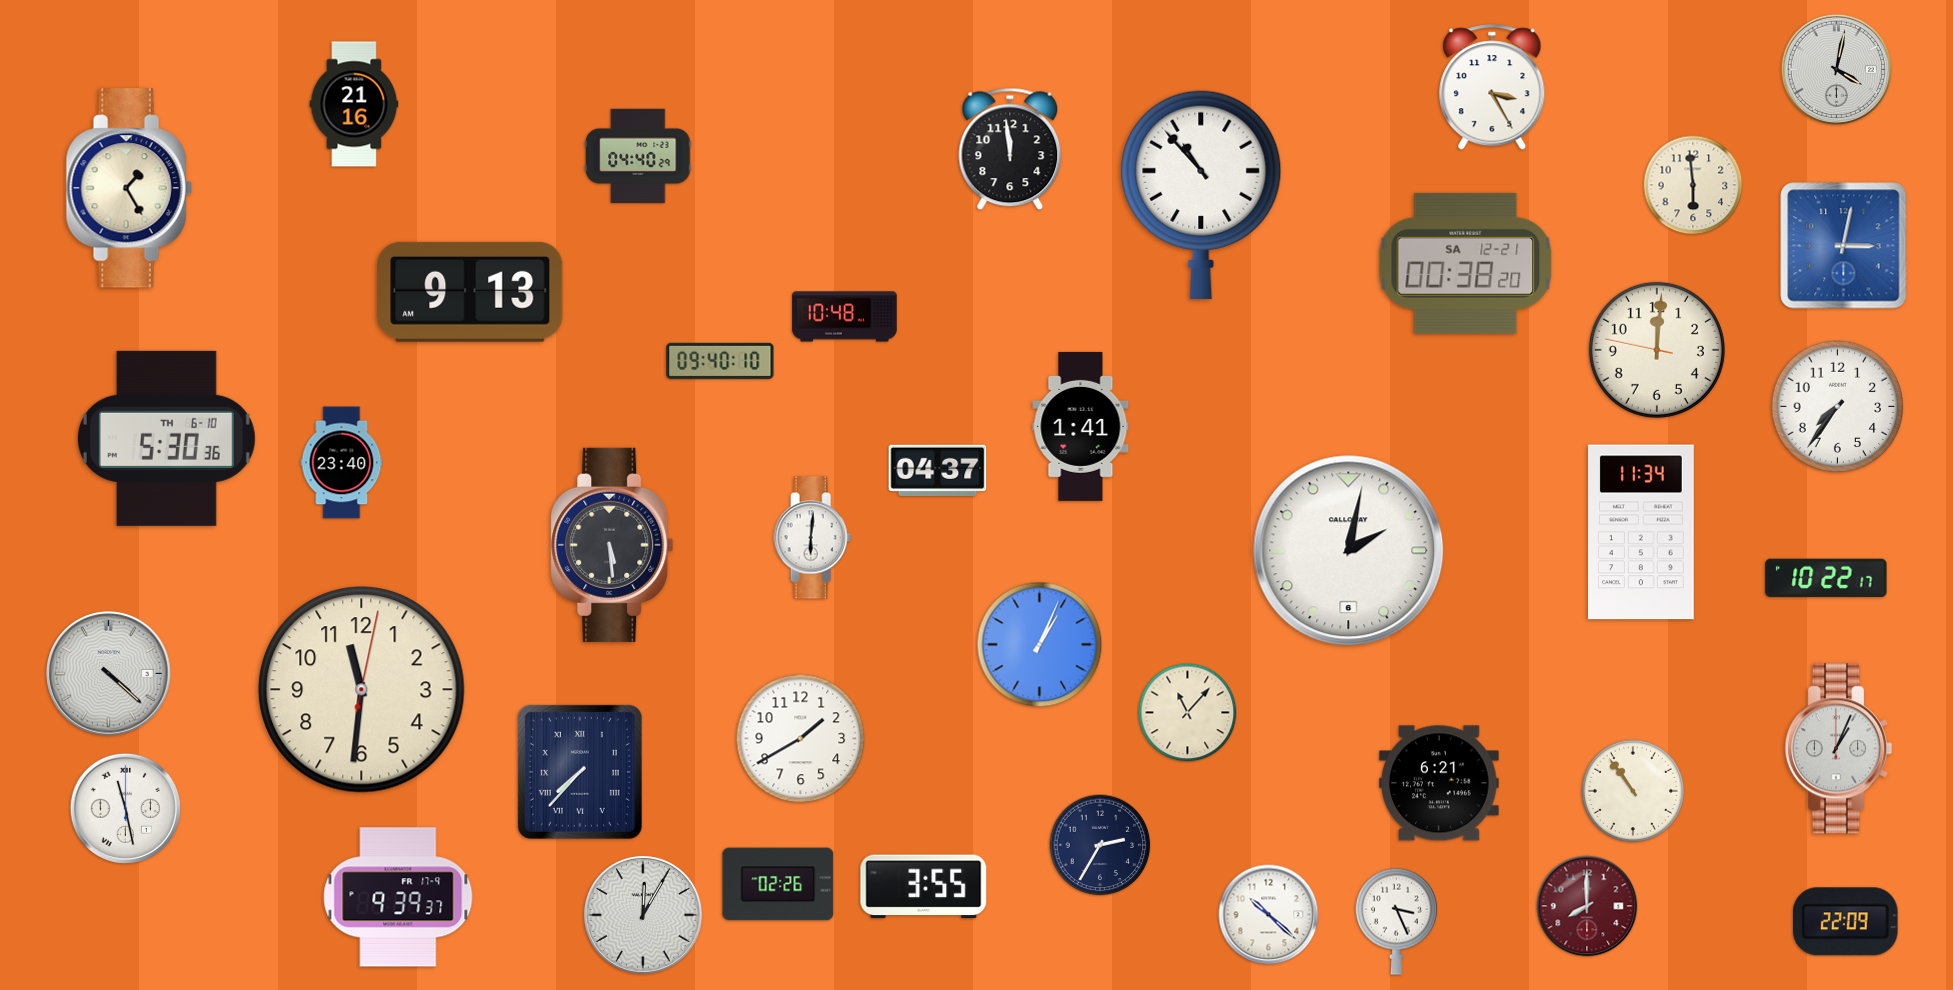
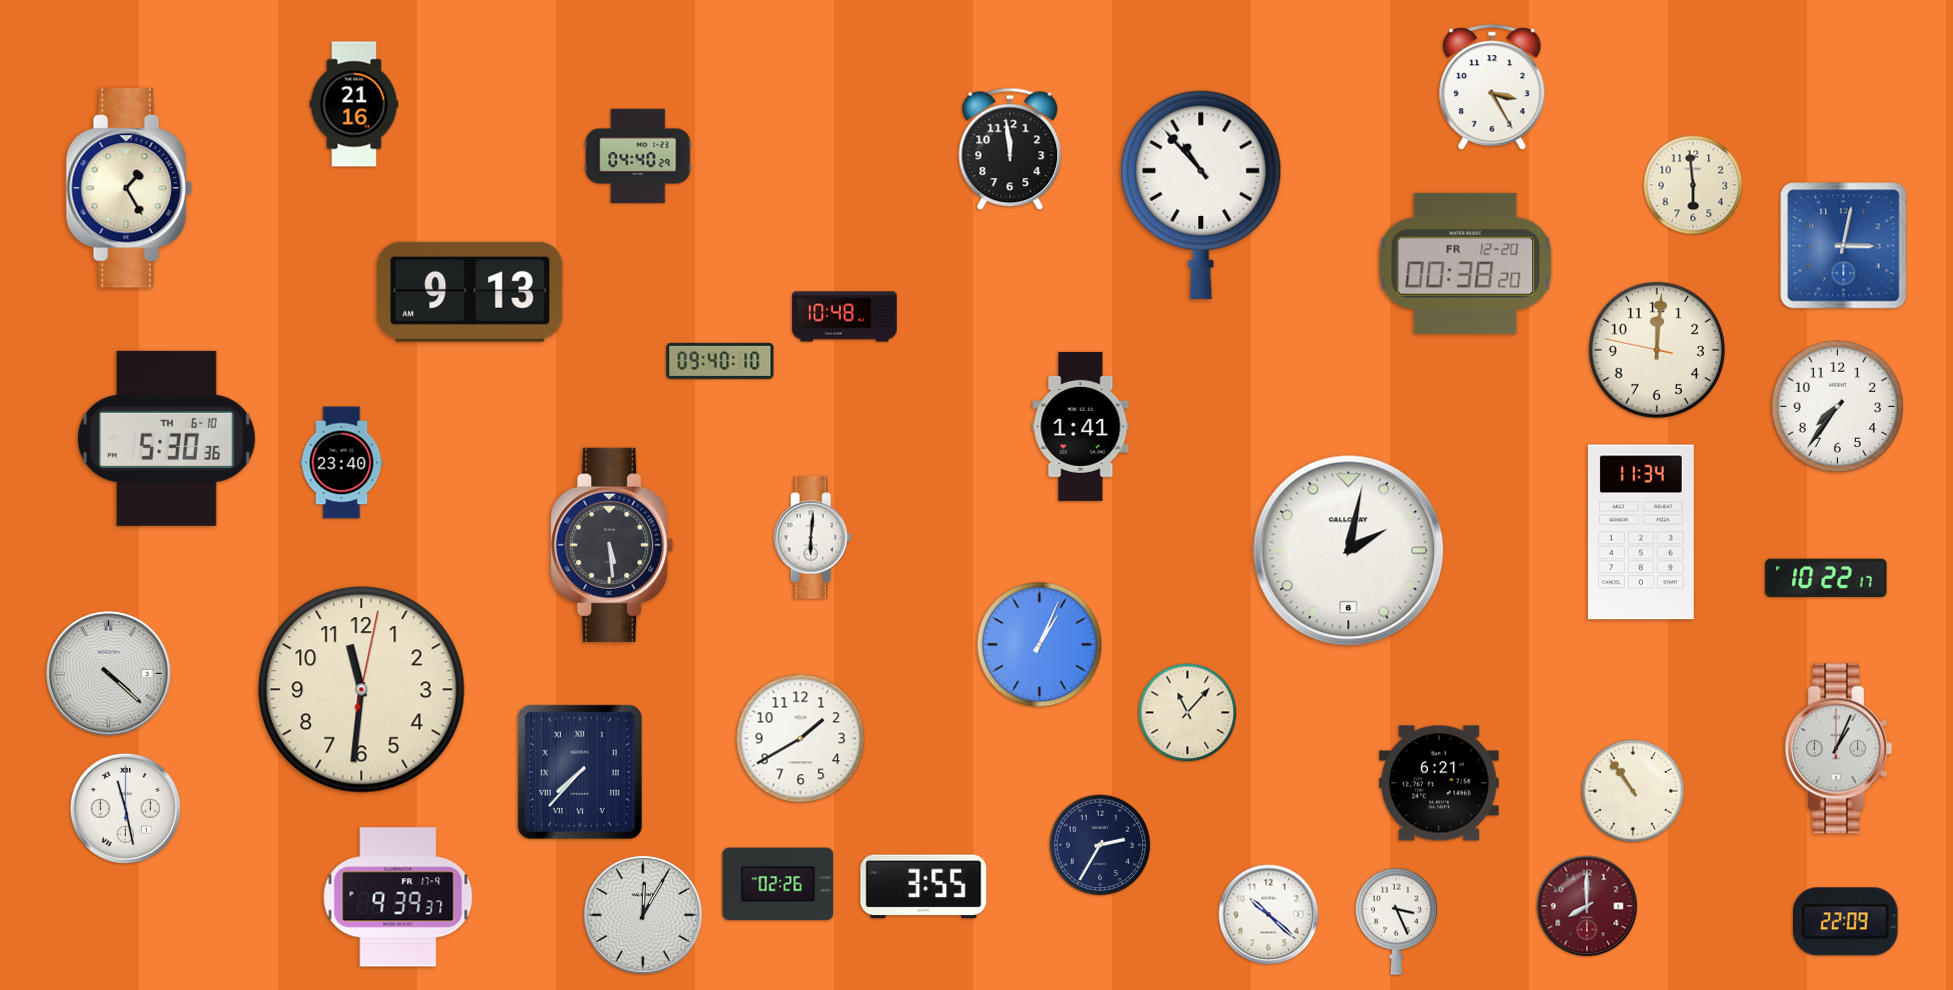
clock at (1836, 69): 4:02 -> none
clock at (1466, 263) date: SA 12-21 -> FR 12-20
clock at (938, 470): 04:37 -> none
